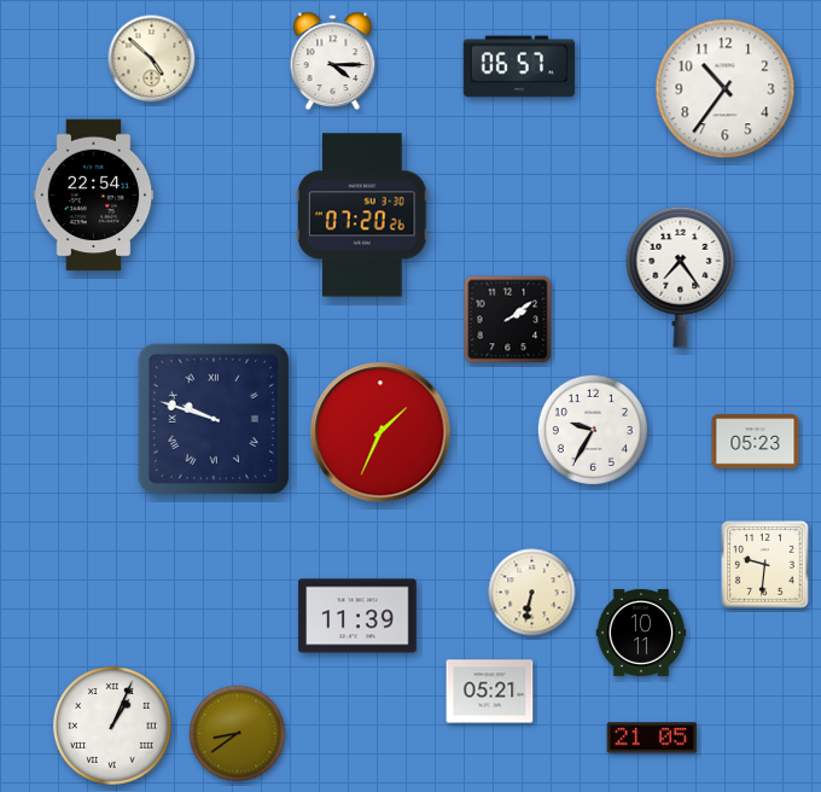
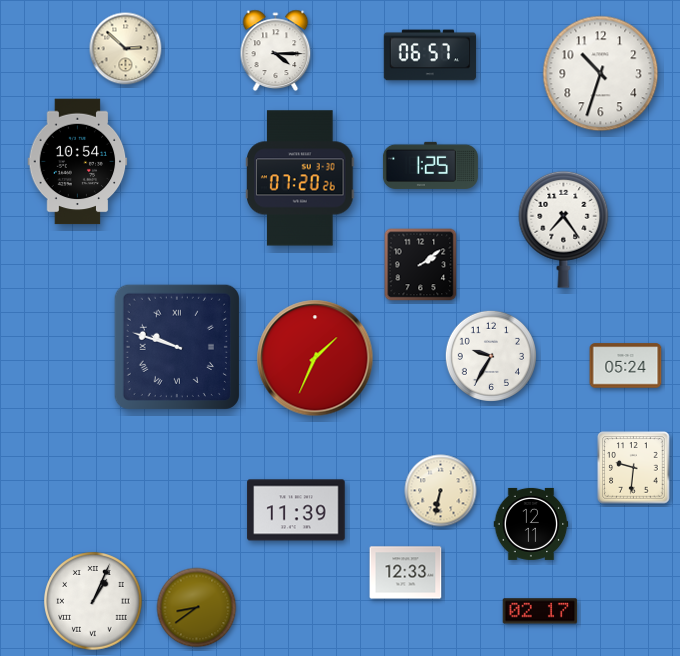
clock at (152, 59): 4:52 -> 2:52
clock at (726, 89): 10:36 -> 10:33
clock at (94, 196): 22:54 -> 10:54
clock at (430, 165): none -> 1:25
clock at (756, 442): 05:23 -> 05:24
clock at (641, 633): 10:11 -> 12:11
clock at (490, 692): 05:21 -> 12:33
clock at (652, 738): 21:05 -> 02:17
